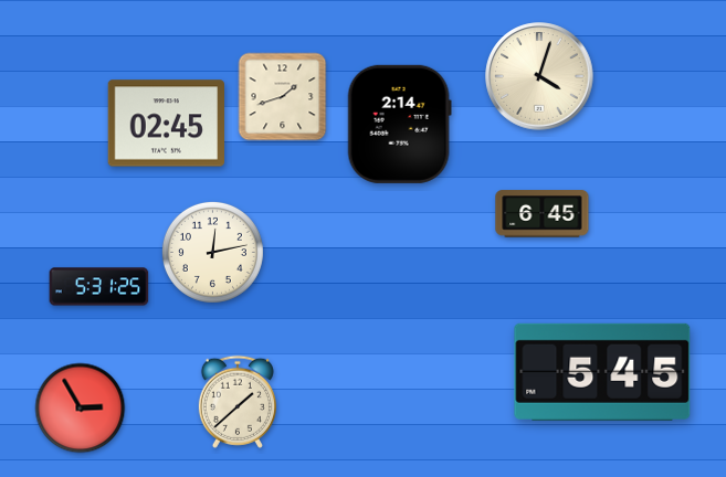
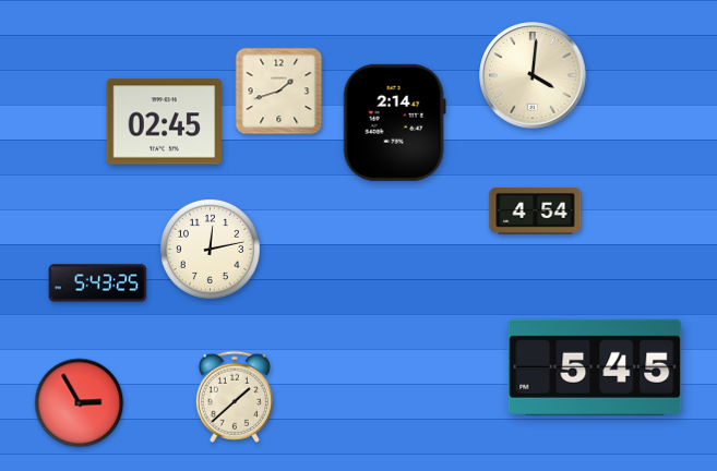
clock at (539, 76): 4:03 -> 4:01
clock at (283, 97) position: (283, 97) -> (279, 92)
clock at (543, 214): 6:45 -> 4:54
clock at (99, 287): 5:31 -> 5:43
